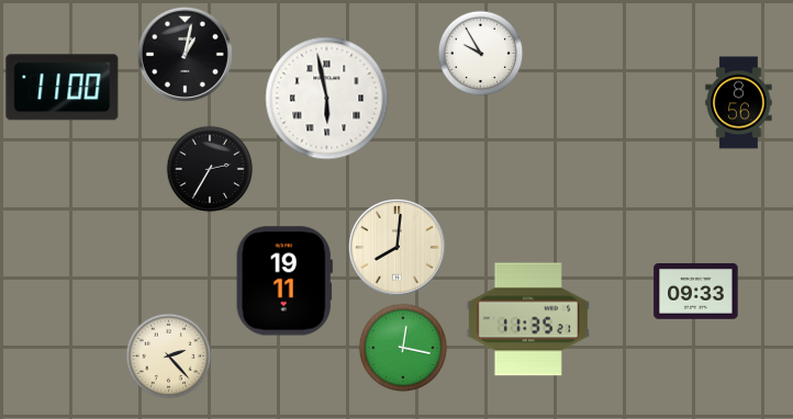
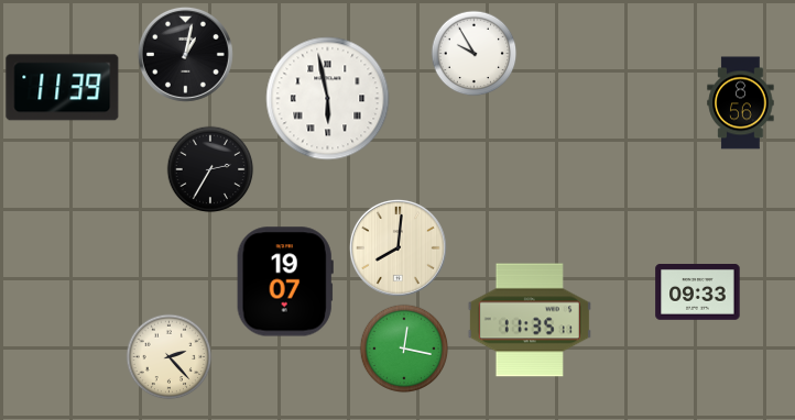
clock at (481, 54) position: (481, 54) -> (475, 54)
clock at (63, 88): 11:00 -> 11:39
clock at (284, 281): 19:11 -> 19:07
clock at (528, 319): 11:35:21 -> 11:35:11
